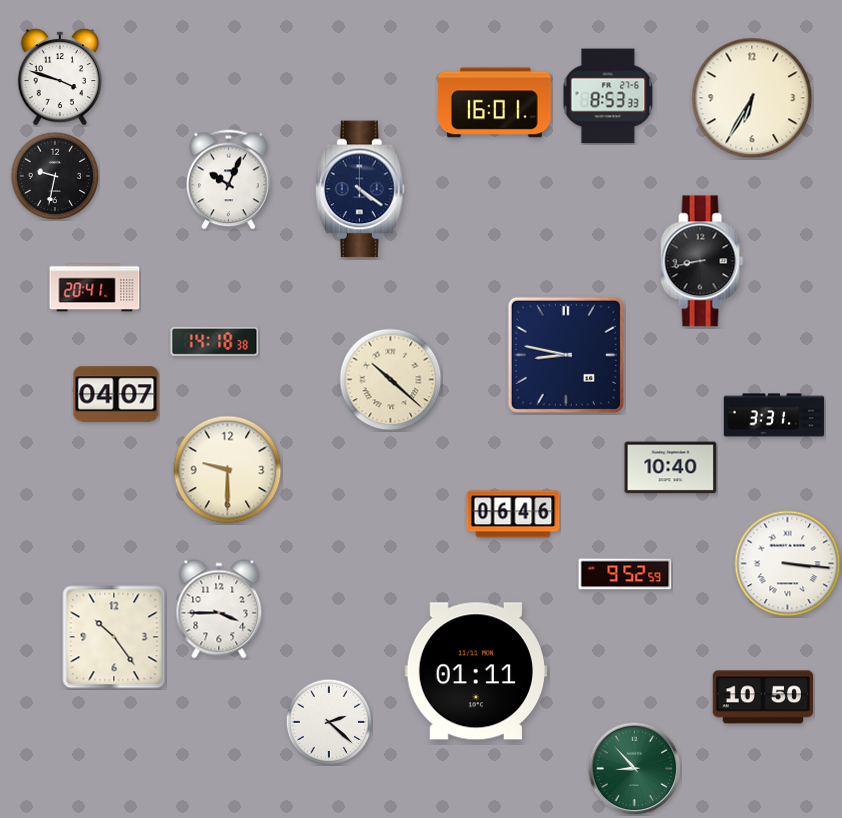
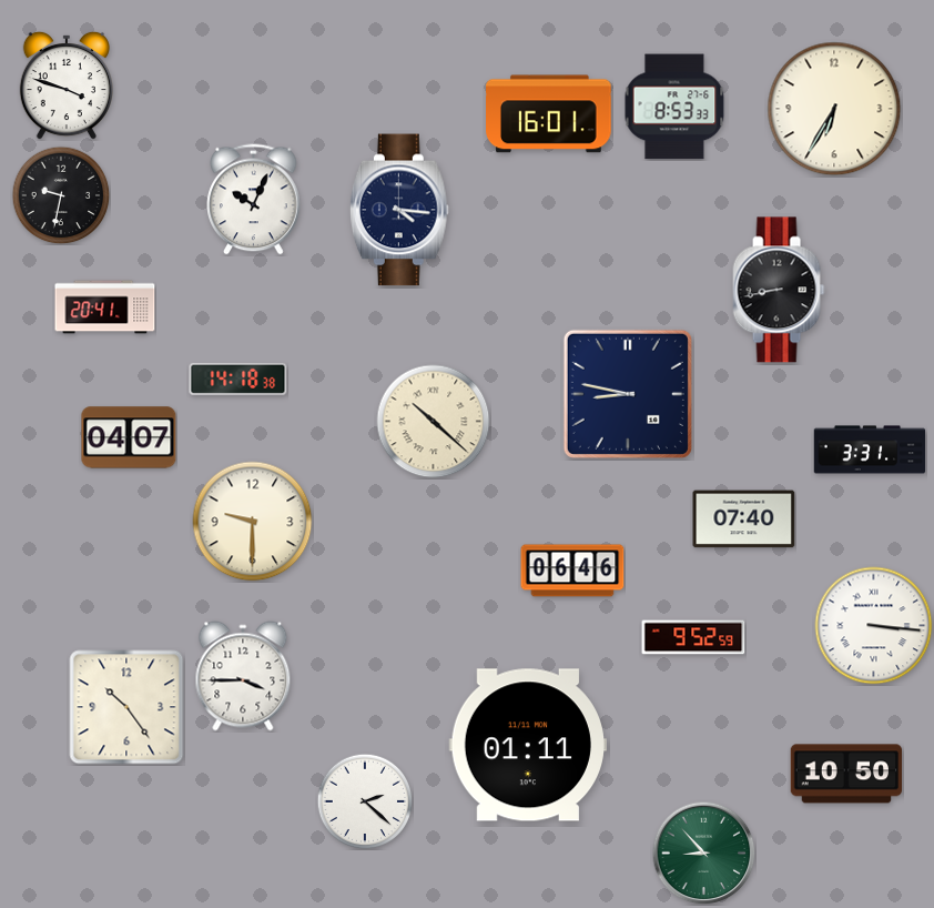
clock at (360, 189): 4:21 -> 4:16
clock at (95, 288) position: (95, 288) -> (105, 307)
clock at (774, 415) position: (774, 415) -> (870, 450)
clock at (671, 468): 10:40 -> 07:40
clock at (513, 514) position: (513, 514) -> (572, 571)
